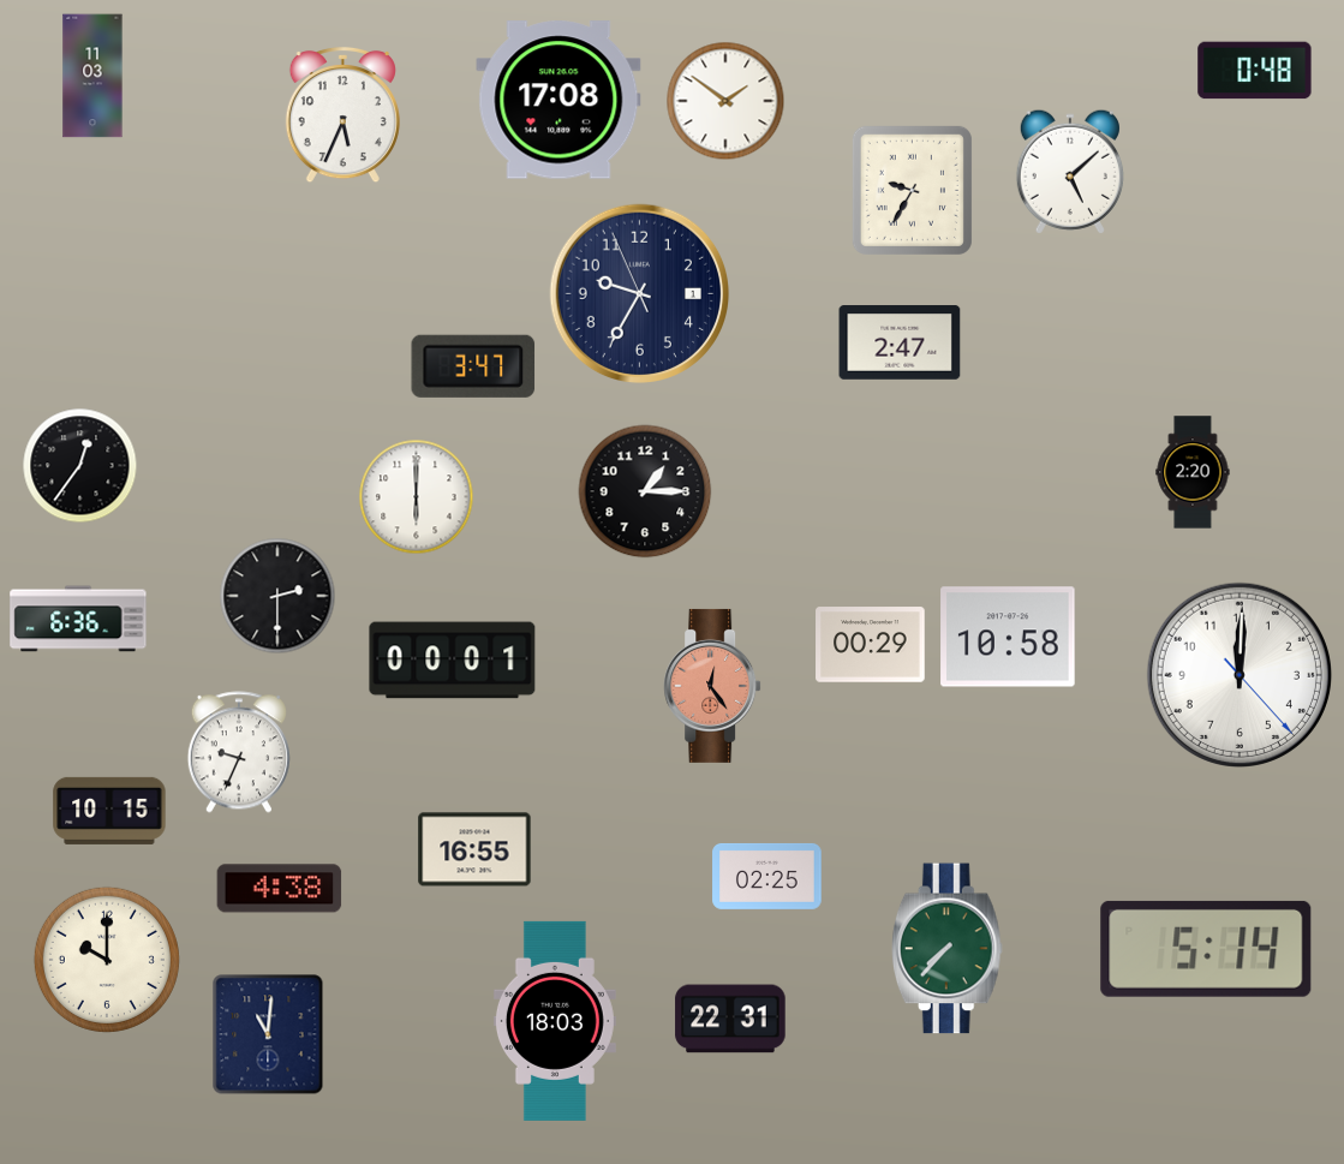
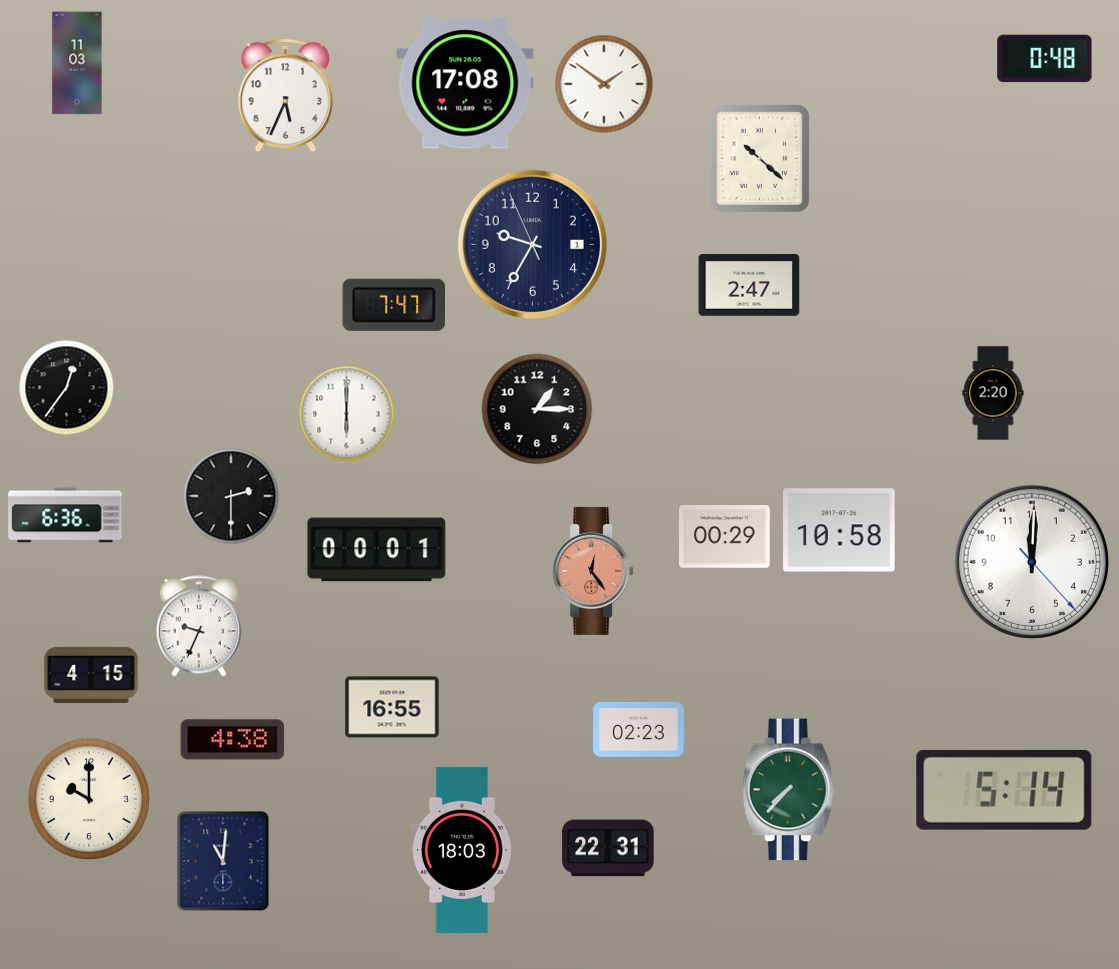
clock at (1070, 172): 5:08 -> none
clock at (912, 190): 9:35 -> 10:22
clock at (473, 366): 3:47 -> 7:47
clock at (109, 811): 10:15 -> 4:15
clock at (474, 849) position: (474, 849) -> (392, 707)
clock at (767, 876): 02:25 -> 02:23
